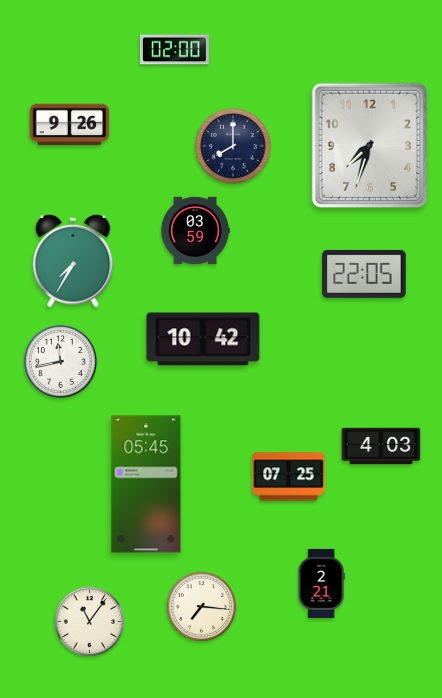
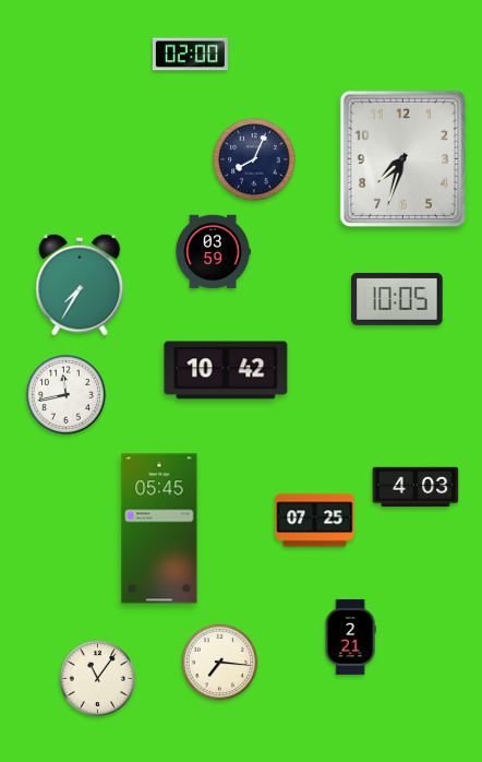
clock at (70, 125): 9:26 -> none
clock at (233, 146): 8:00 -> 8:04
clock at (364, 274): 22:05 -> 10:05
clock at (203, 339) position: (203, 339) -> (226, 370)
